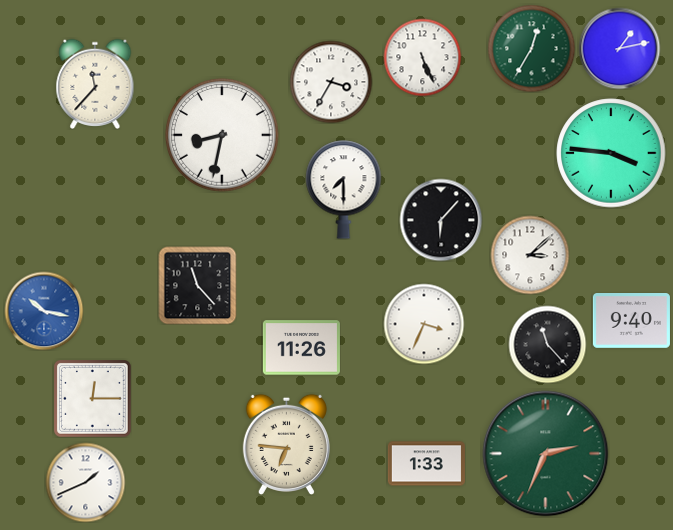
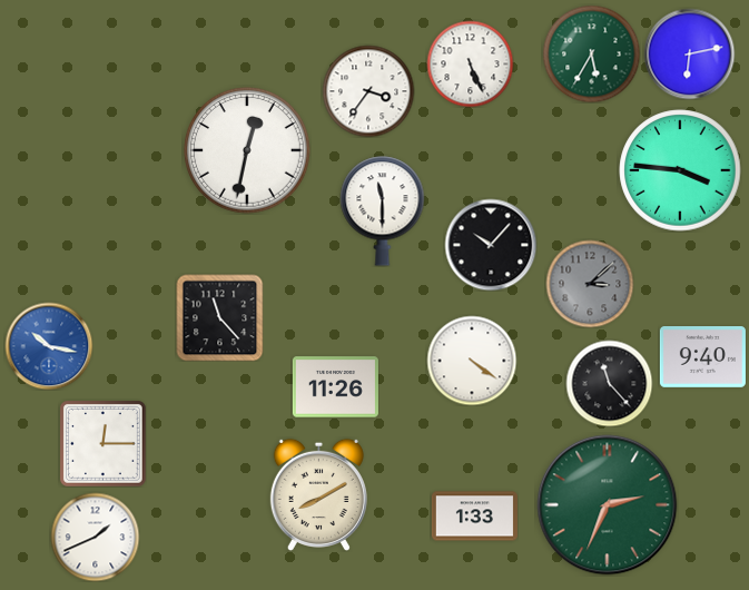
clock at (531, 48): 12:35 -> 5:35
clock at (619, 48): 1:13 -> 6:13
clock at (331, 82): 3:35 -> 3:36
clock at (95, 84): 11:37 -> none
clock at (223, 136): 8:32 -> 12:32
clock at (344, 190): 7:30 -> 11:30
clock at (441, 220): 6:07 -> 10:07
clock at (530, 255) dial: white -> grey
clock at (424, 324): 3:34 -> 4:21
clock at (286, 444): 6:46 -> 8:10
